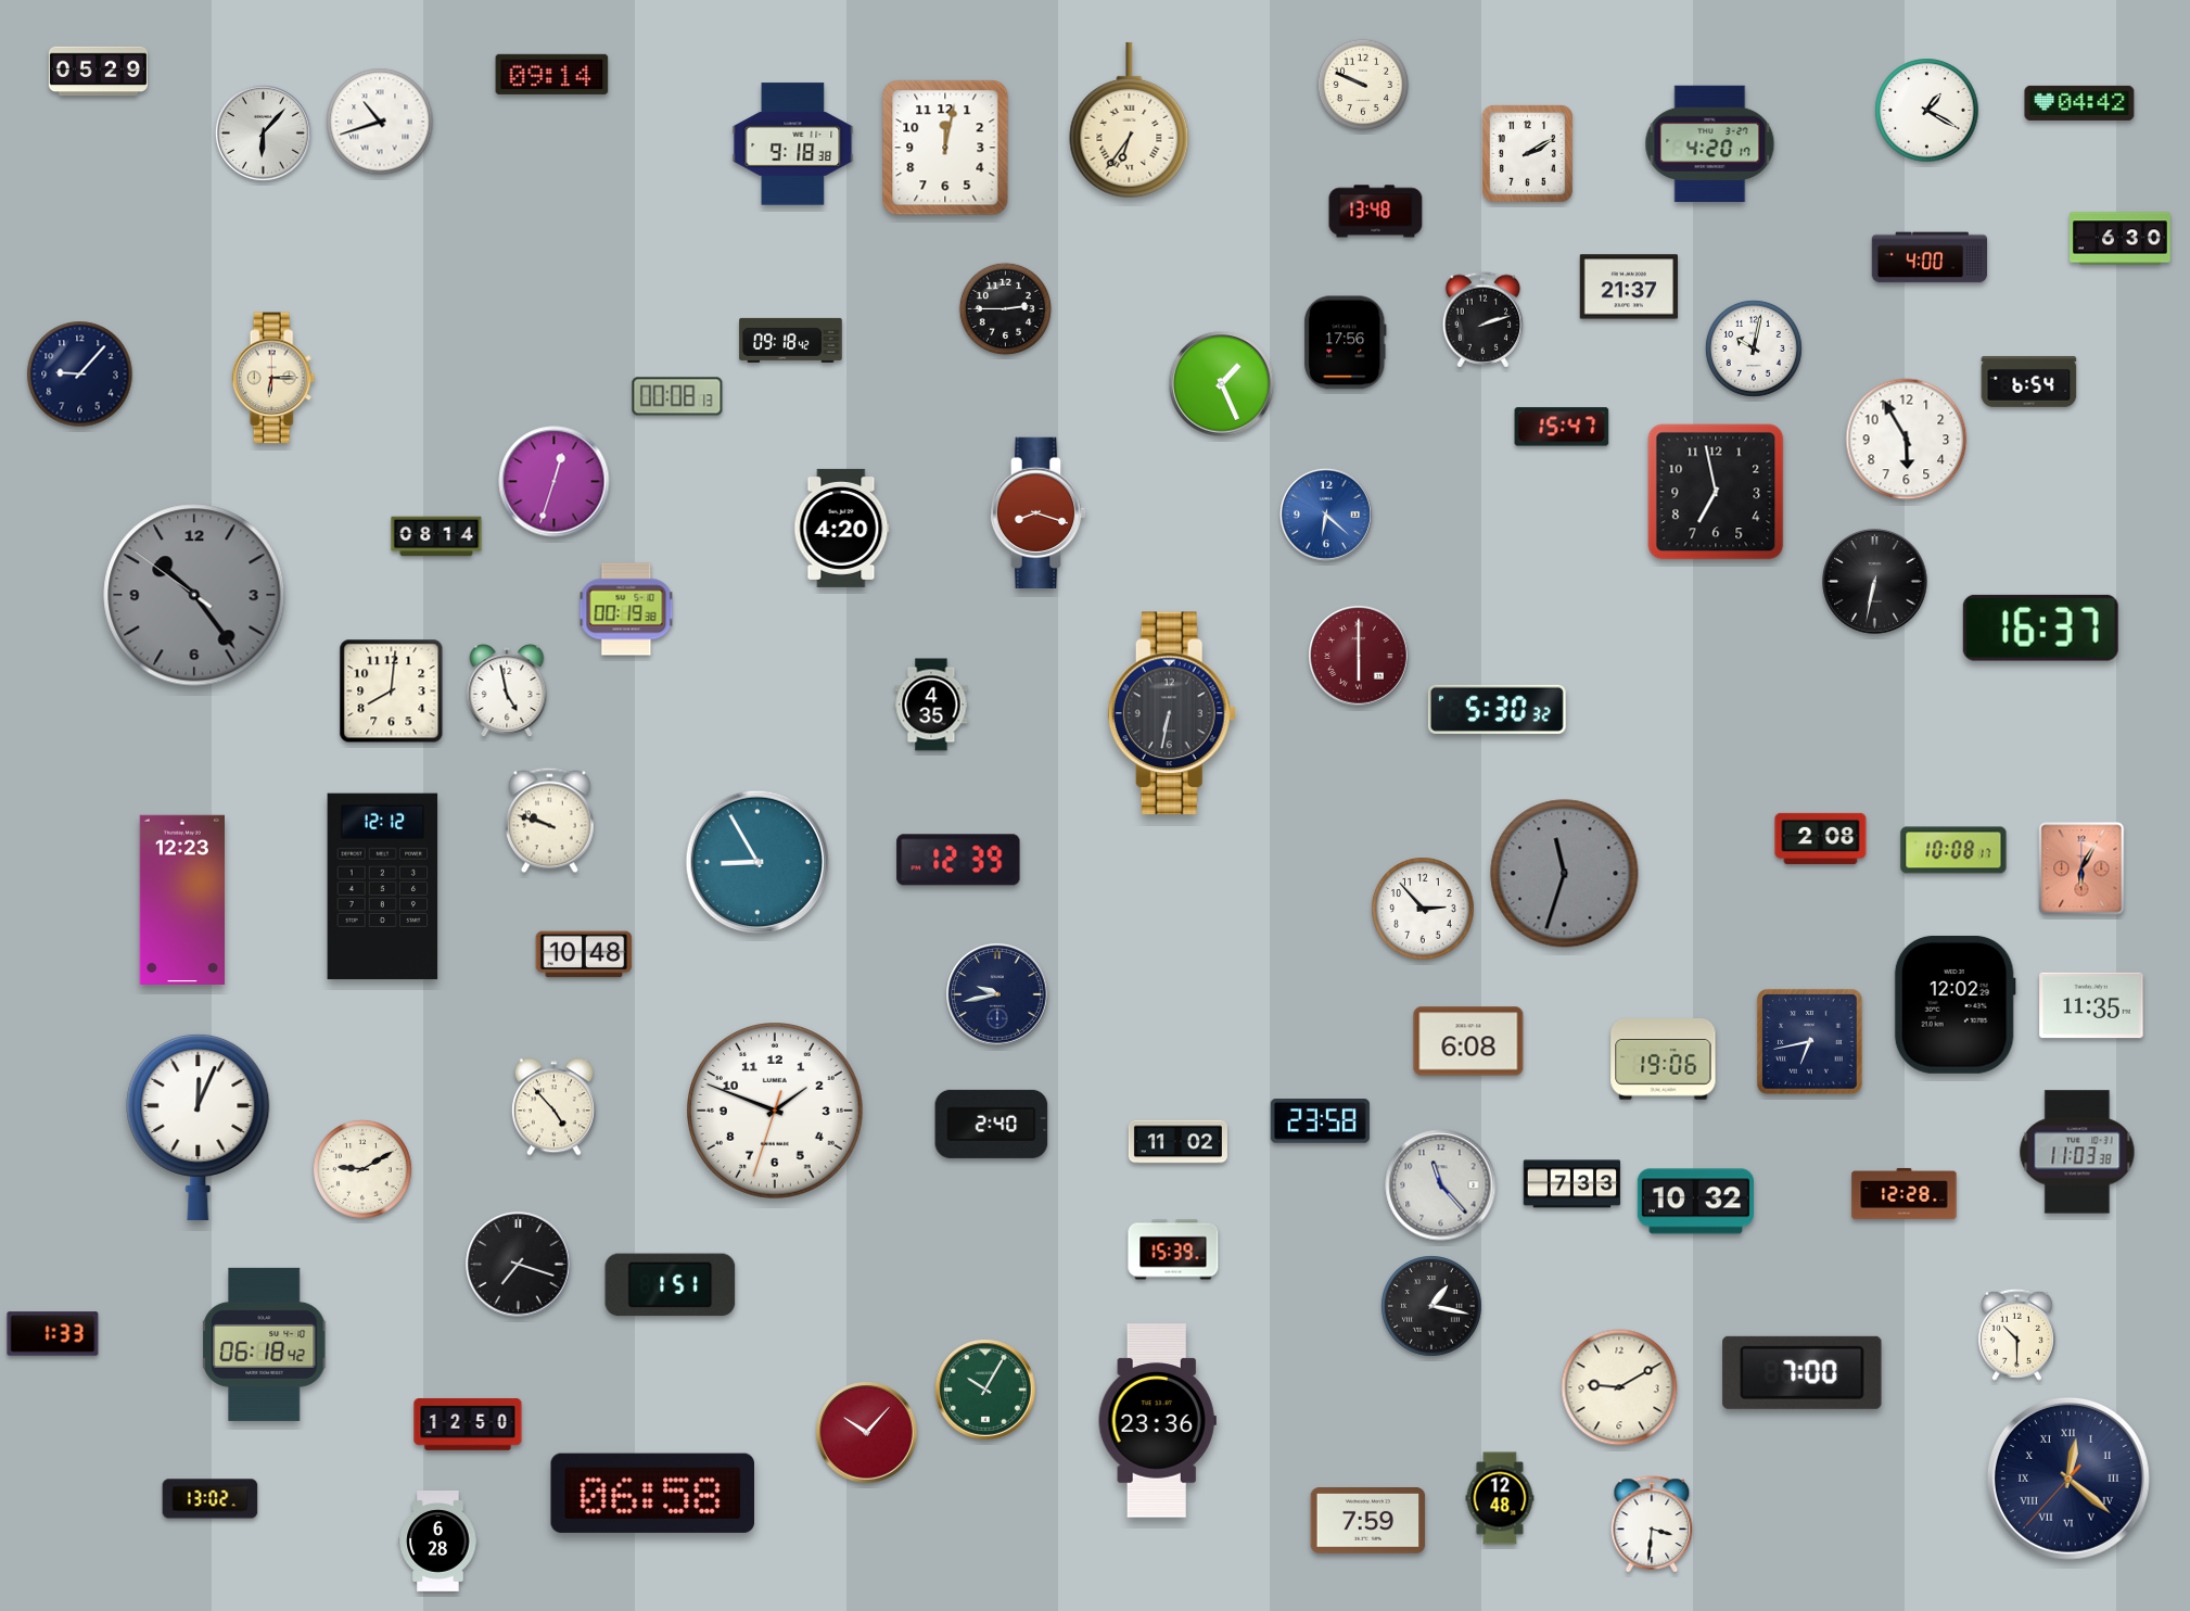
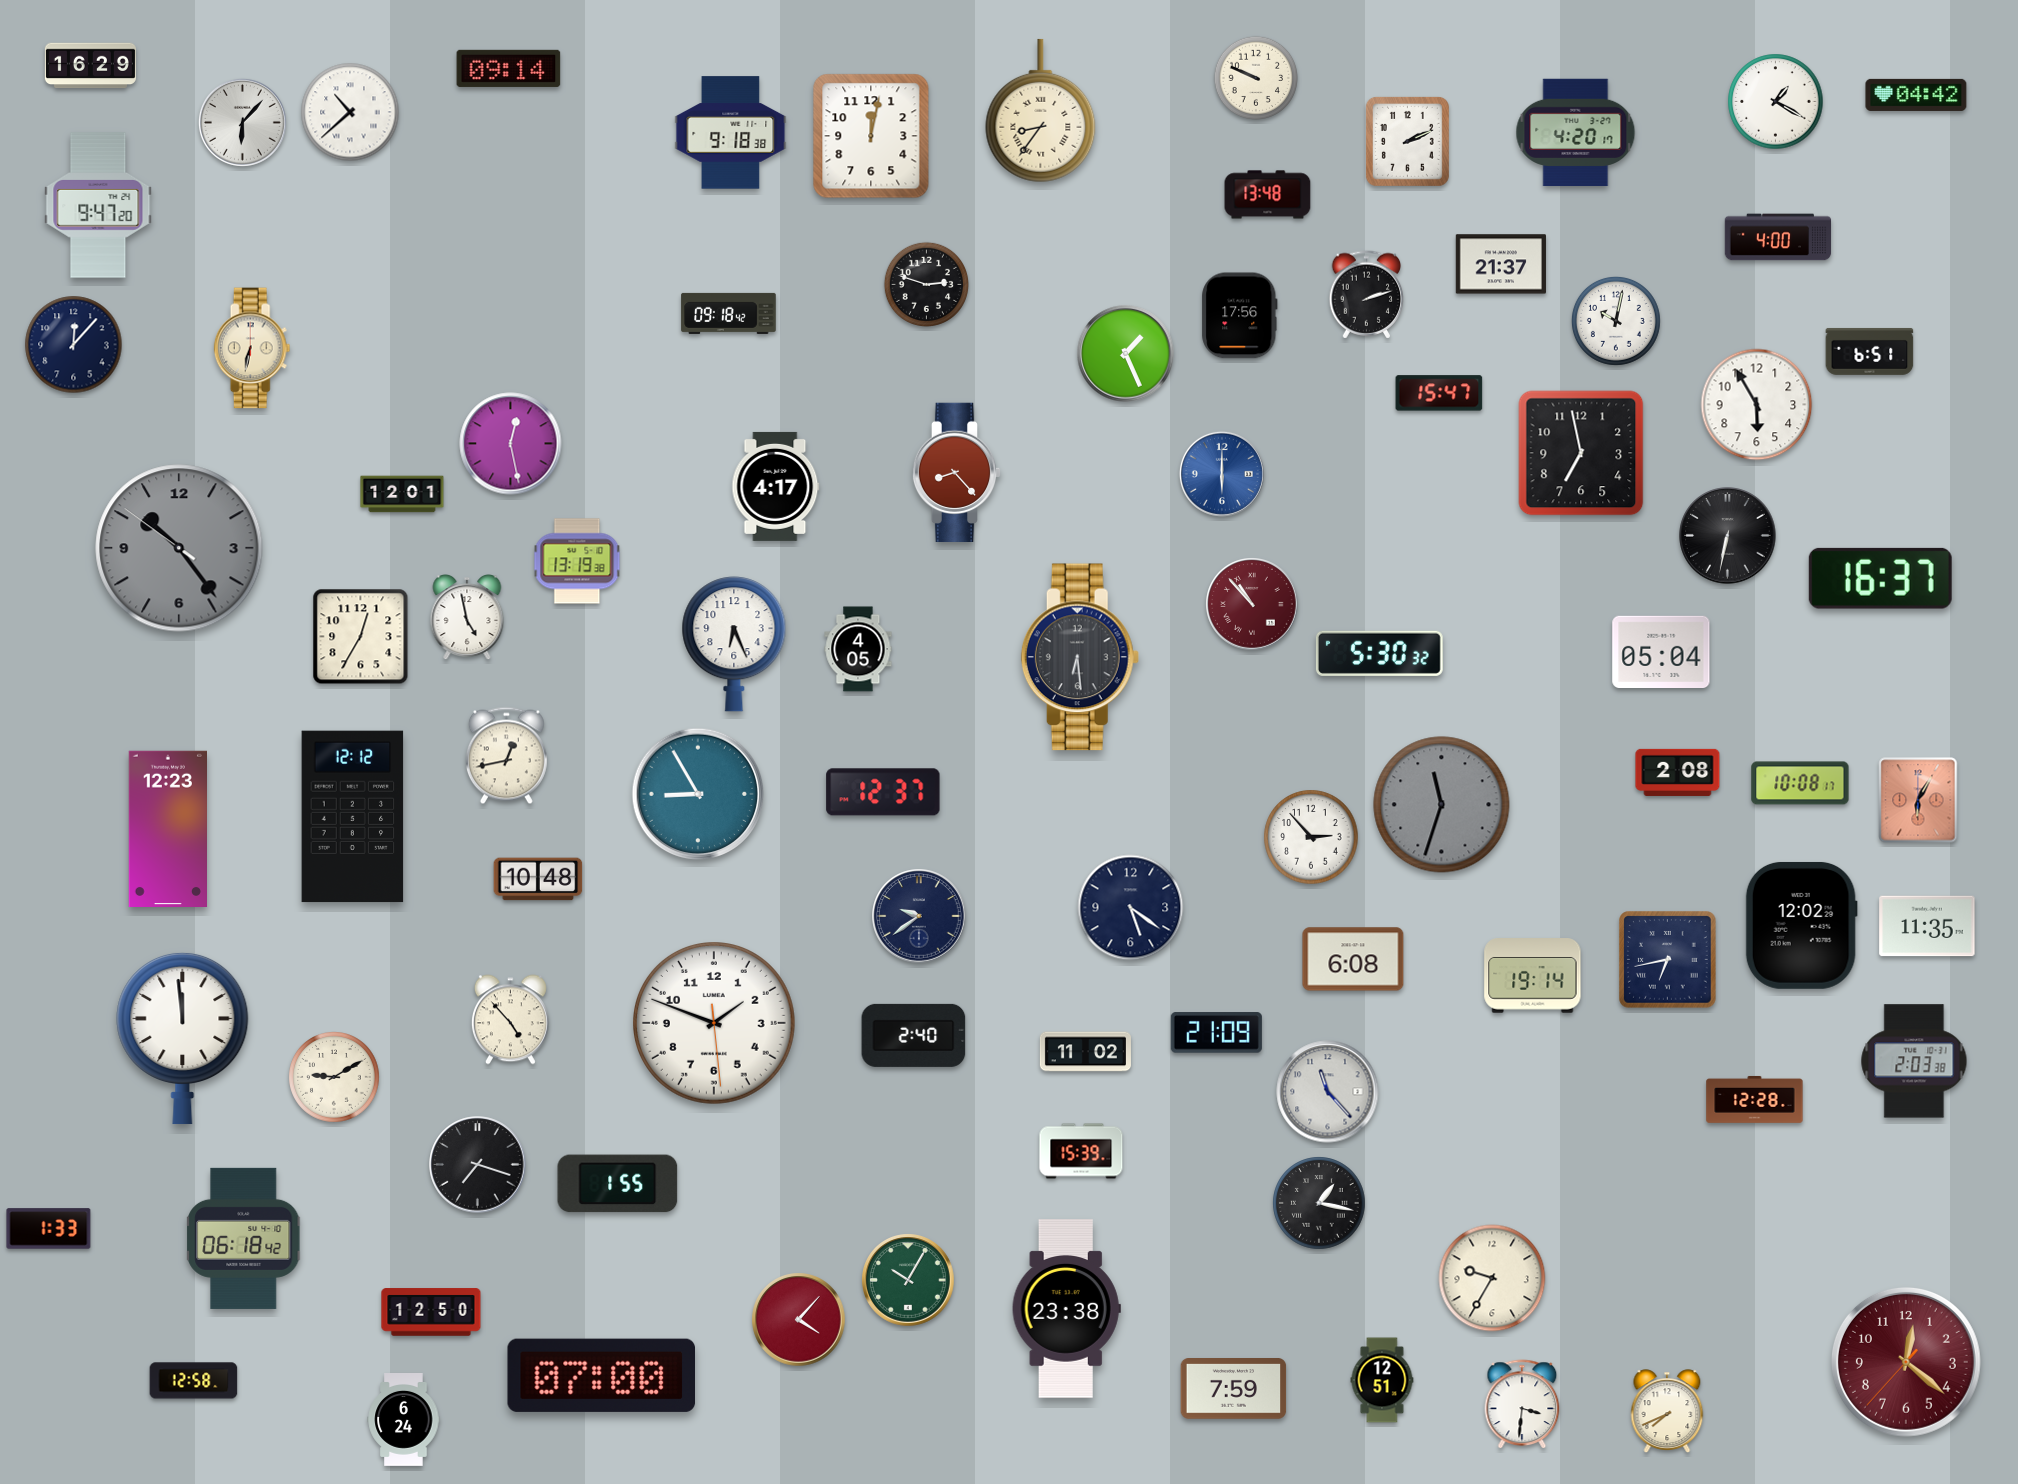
clock at (98, 72): 05:29 -> 16:29
clock at (1130, 120): 6:36 -> 8:36
clock at (380, 122): 10:42 -> 10:38
clock at (1527, 153): 2:10 -> 2:11
clock at (98, 205): none -> 9:47
clock at (2121, 239): 6:30 -> none
clock at (1005, 308): 2:45 -> 2:48
clock at (80, 375): 9:07 -> 12:07
clock at (273, 378): 6:15 -> 6:32
clock at (2029, 381): 6:54 -> 6:51
clock at (677, 396): 00:08 -> none
clock at (555, 482): 12:33 -> 12:28
clock at (1039, 512): 8:18 -> 8:23
clock at (1326, 515): 6:22 -> 6:00
clock at (842, 528): 4:20 -> 4:17
clock at (436, 536): 08:14 -> 12:01
clock at (626, 609): 00:19 -> 13:19
clock at (1359, 656): 6:00 -> 10:53
clock at (392, 692): 8:01 -> 12:35
clock at (507, 692) position: (507, 692) -> (467, 618)
clock at (734, 644): none -> 6:26
clock at (931, 705): 4:35 -> 4:05
clock at (1661, 651): none -> 05:04
clock at (1172, 713): 6:32 -> 6:29
clock at (549, 821): 9:48 -> 12:43
clock at (958, 860): 12:39 -> 12:37
clock at (1131, 908): none -> 5:21
clock at (997, 994): 9:43 -> 9:39
clock at (1664, 1060): 19:06 -> 19:14
clock at (776, 1112): 1:48:33 -> 1:48:29
clock at (1320, 1121): 23:58 -> 21:09
clock at (199, 1127): 12:04 -> 11:59
clock at (2077, 1152): 11:03 -> 2:03
clock at (1573, 1184): 7:33 -> none
clock at (1695, 1202): 10:32 -> none
clock at (671, 1285): 1:51 -> 1:55
clock at (2016, 1334): 10:30 -> none
clock at (1803, 1372): 7:00 -> none
clock at (1619, 1387): 9:10 -> 9:35
clock at (1157, 1421): 23:36 -> 23:38
clock at (867, 1433): 10:07 -> 4:07
clock at (2068, 1479) dial: navy -> burgundy
clock at (2068, 1479) numerals: Roman -> Arabic
clock at (652, 1493): 06:58 -> 07:00
clock at (1500, 1498): 12:48 -> 12:51
clock at (211, 1499): 13:02 -> 12:58
clock at (1368, 1521) position: (1368, 1521) -> (1234, 1389)
clock at (1667, 1411): none -> 7:41
clock at (438, 1542): 6:28 -> 6:24
